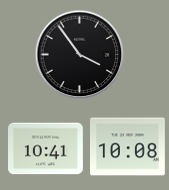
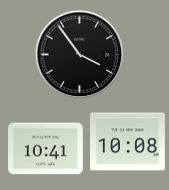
clock at (128, 147) position: (128, 147) -> (128, 142)
